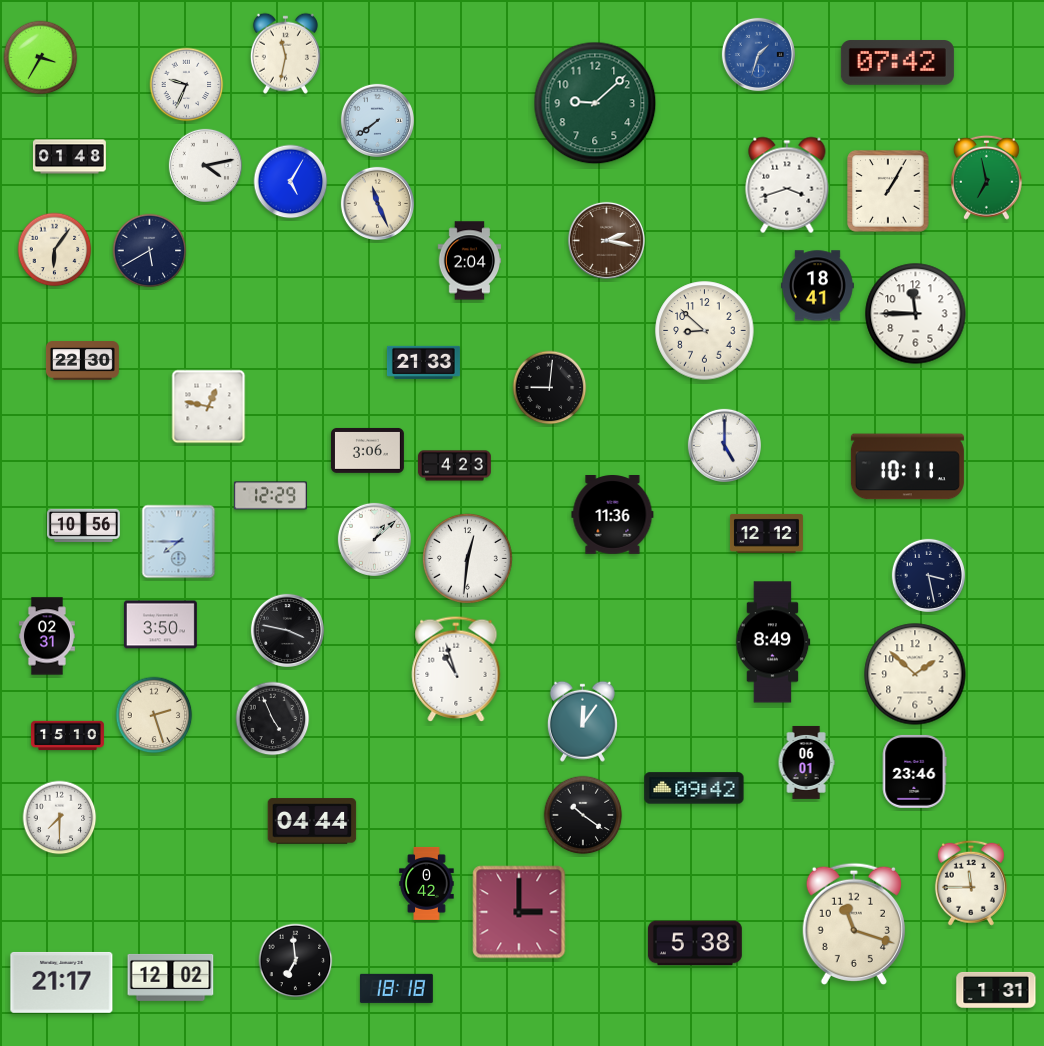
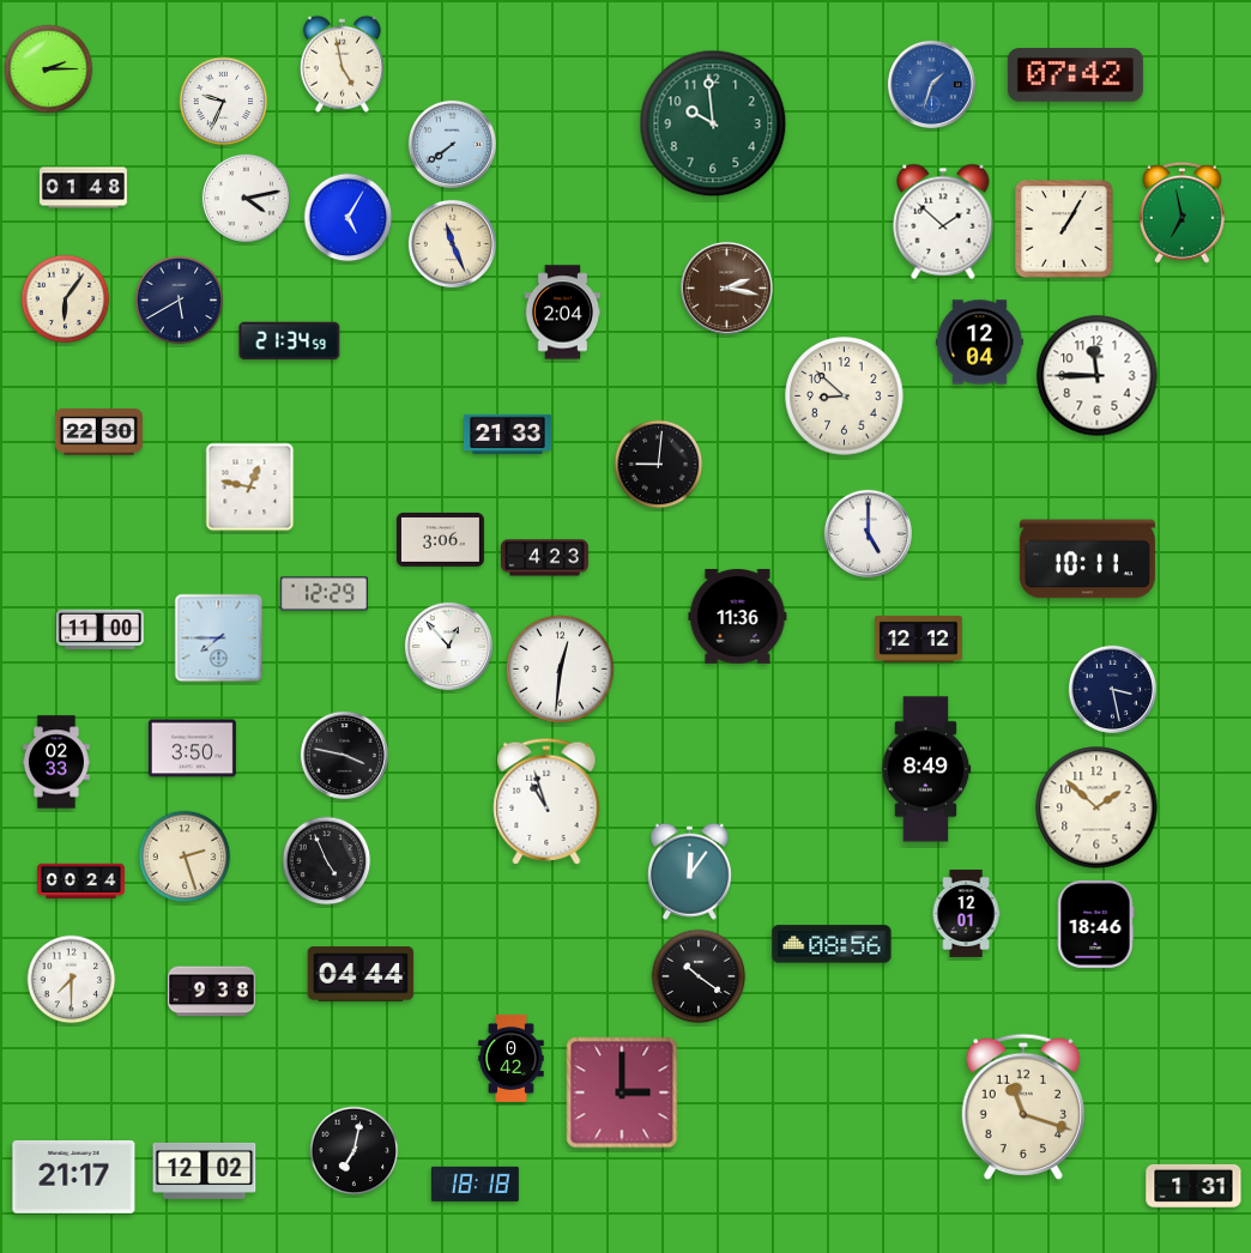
clock at (285, 53): 11:32 -> 4:58
clock at (758, 54) position: (758, 54) -> (931, 84)
clock at (41, 58): 3:35 -> 2:15
clock at (595, 103): 9:08 -> 9:59
clock at (787, 185): 3:42 -> 1:52
clock at (290, 341): none -> 21:34
clock at (817, 286): 18:41 -> 12:04
clock at (613, 515) position: (613, 515) -> (738, 617)
clock at (83, 525): 10:56 -> 11:00
clock at (374, 539): 1:08 -> 12:53
clock at (179, 542) position: (179, 542) -> (219, 638)
clock at (47, 636): 02:31 -> 02:33
clock at (582, 721) position: (582, 721) -> (689, 871)
clock at (68, 736): 15:10 -> 00:24
clock at (806, 762): 06:01 -> 12:01
clock at (914, 771): 23:46 -> 18:46
clock at (694, 788): 09:42 -> 08:56
clock at (312, 821) position: (312, 821) -> (361, 974)
clock at (211, 992): none -> 9:38
clock at (971, 883): 11:45 -> none
clock at (695, 943): 5:38 -> none
clock at (296, 961): 6:59 -> 7:02
